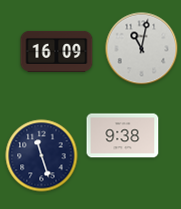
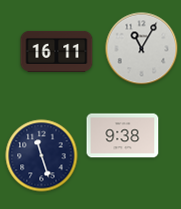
clock at (142, 49): 11:02 -> 11:05
clock at (57, 51): 16:09 -> 16:11
